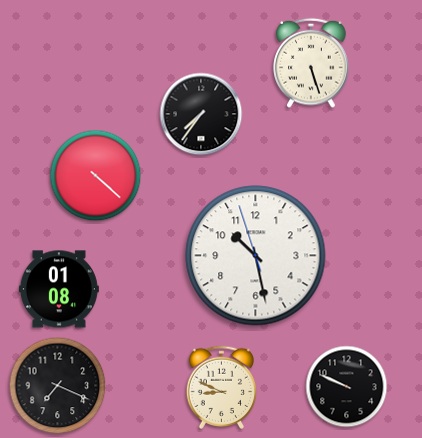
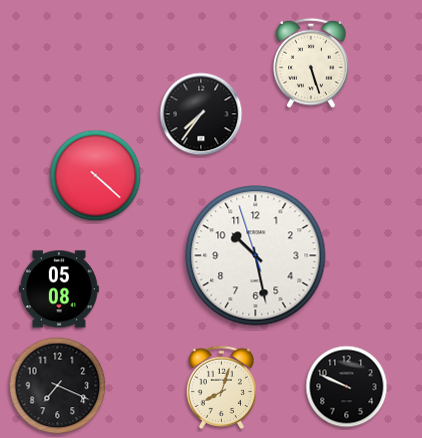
clock at (59, 289): 01:08 -> 05:08
clock at (221, 387): 8:49 -> 8:03
